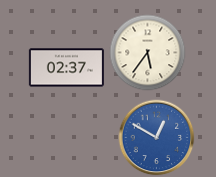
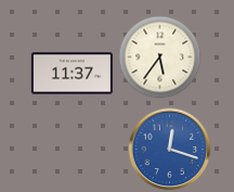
clock at (66, 68): 02:37 -> 11:37
clock at (157, 138): 12:50 -> 12:18
